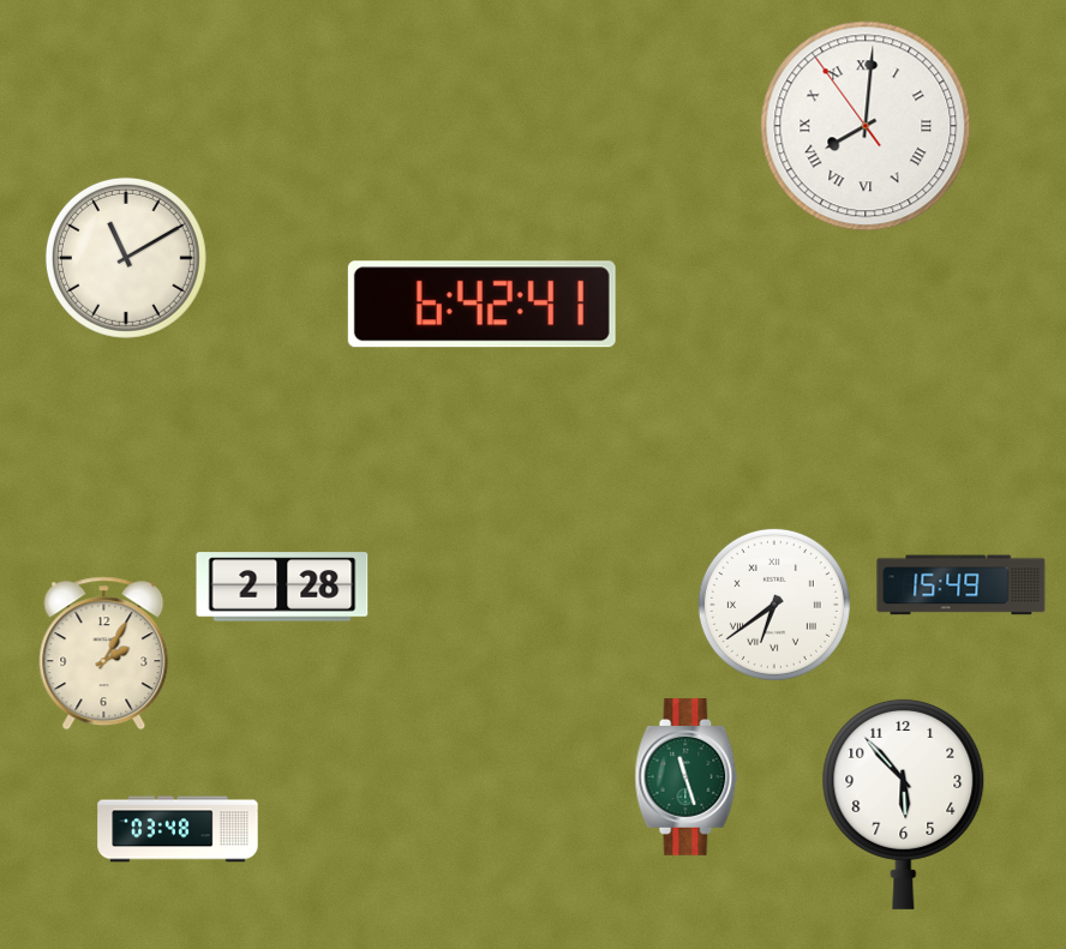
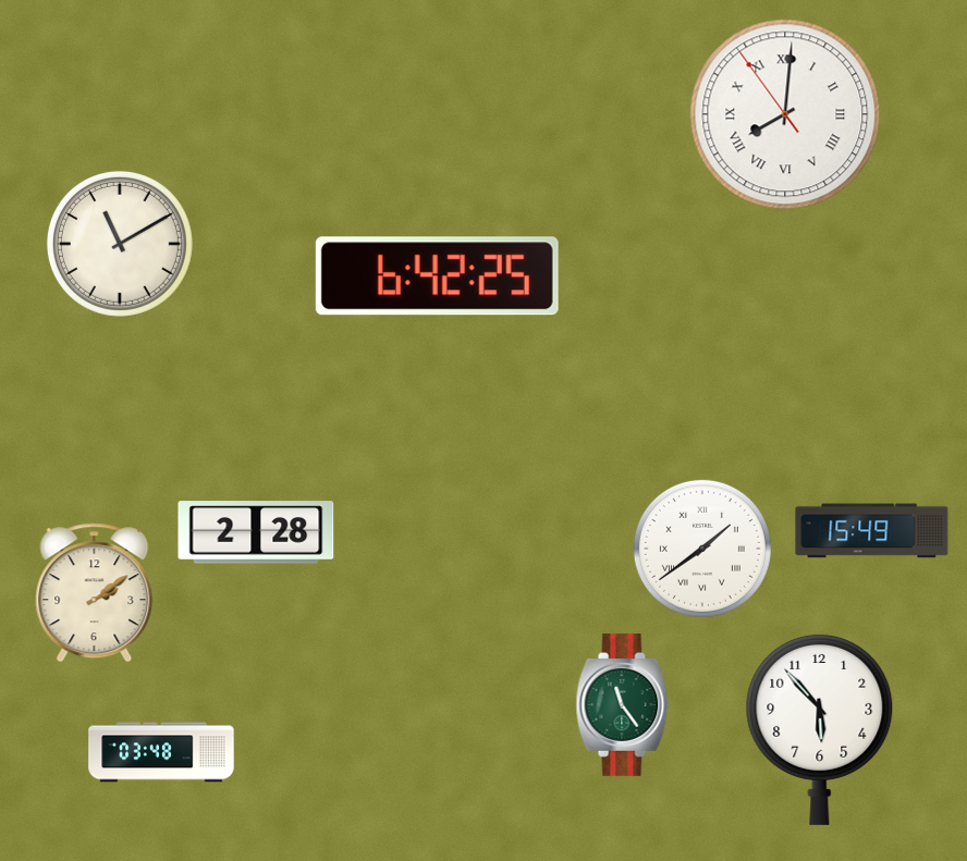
clock at (126, 258) position: (126, 258) -> (120, 244)
clock at (481, 305): 6:42:41 -> 6:42:25
clock at (774, 605): 6:39 -> 1:39
clock at (104, 654): 2:05 -> 2:09
clock at (687, 777): 11:27 -> 11:24
